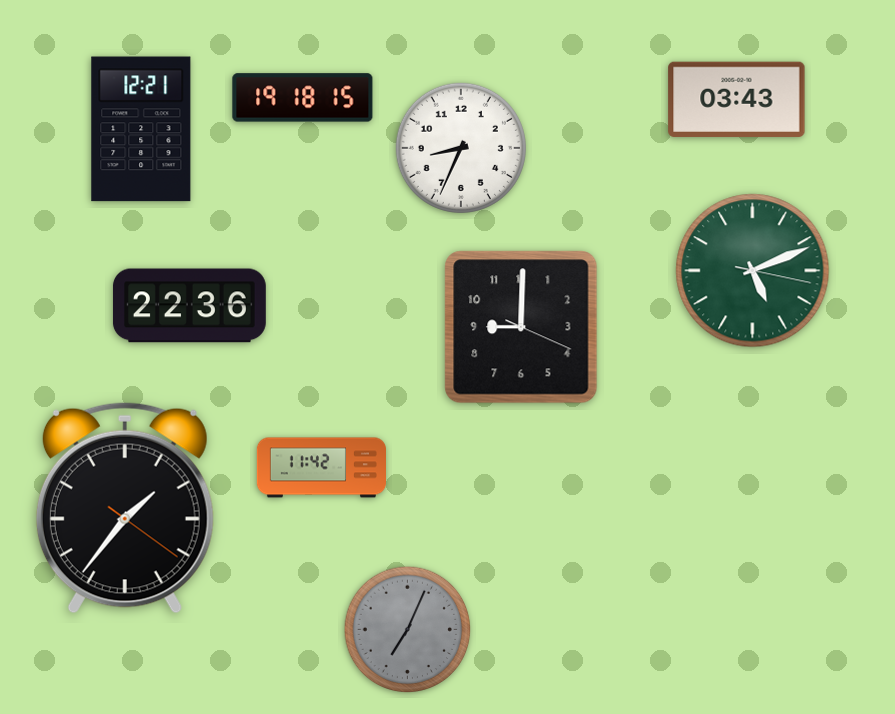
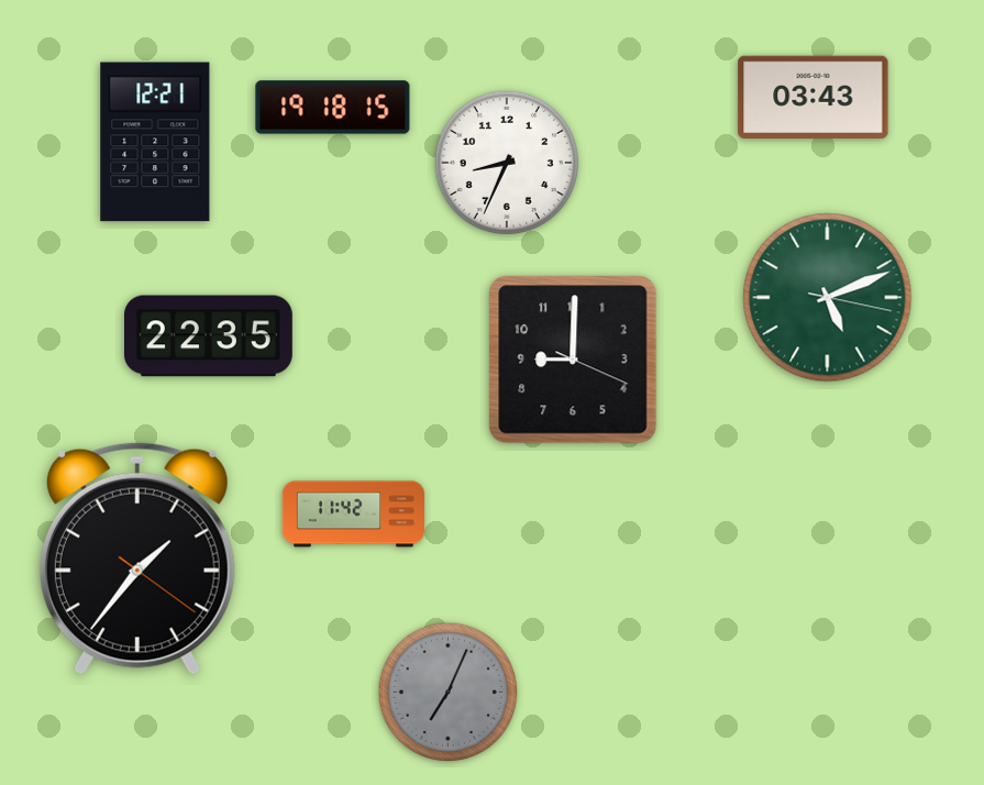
clock at (737, 99) position: (737, 99) -> (814, 97)
clock at (189, 306): 22:36 -> 22:35
